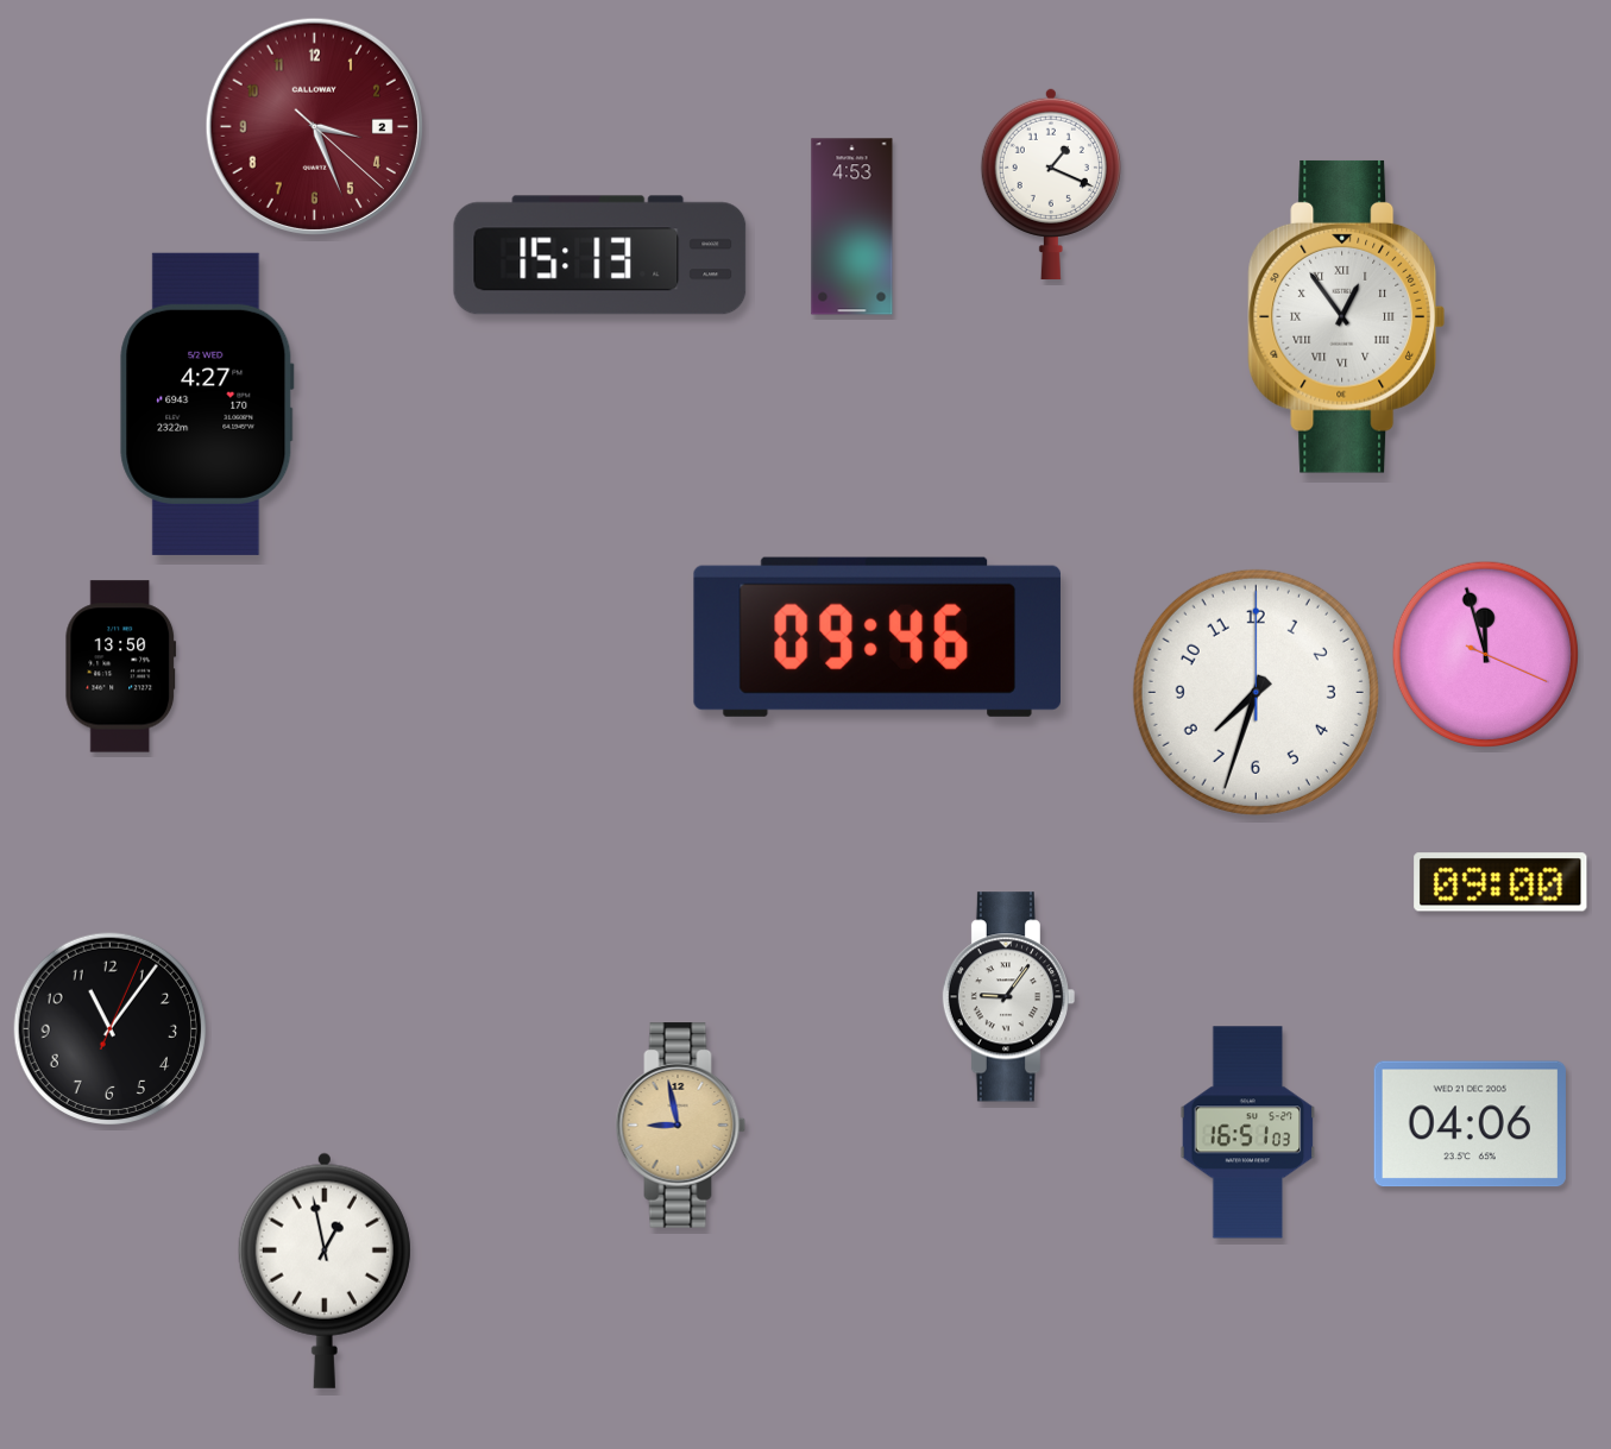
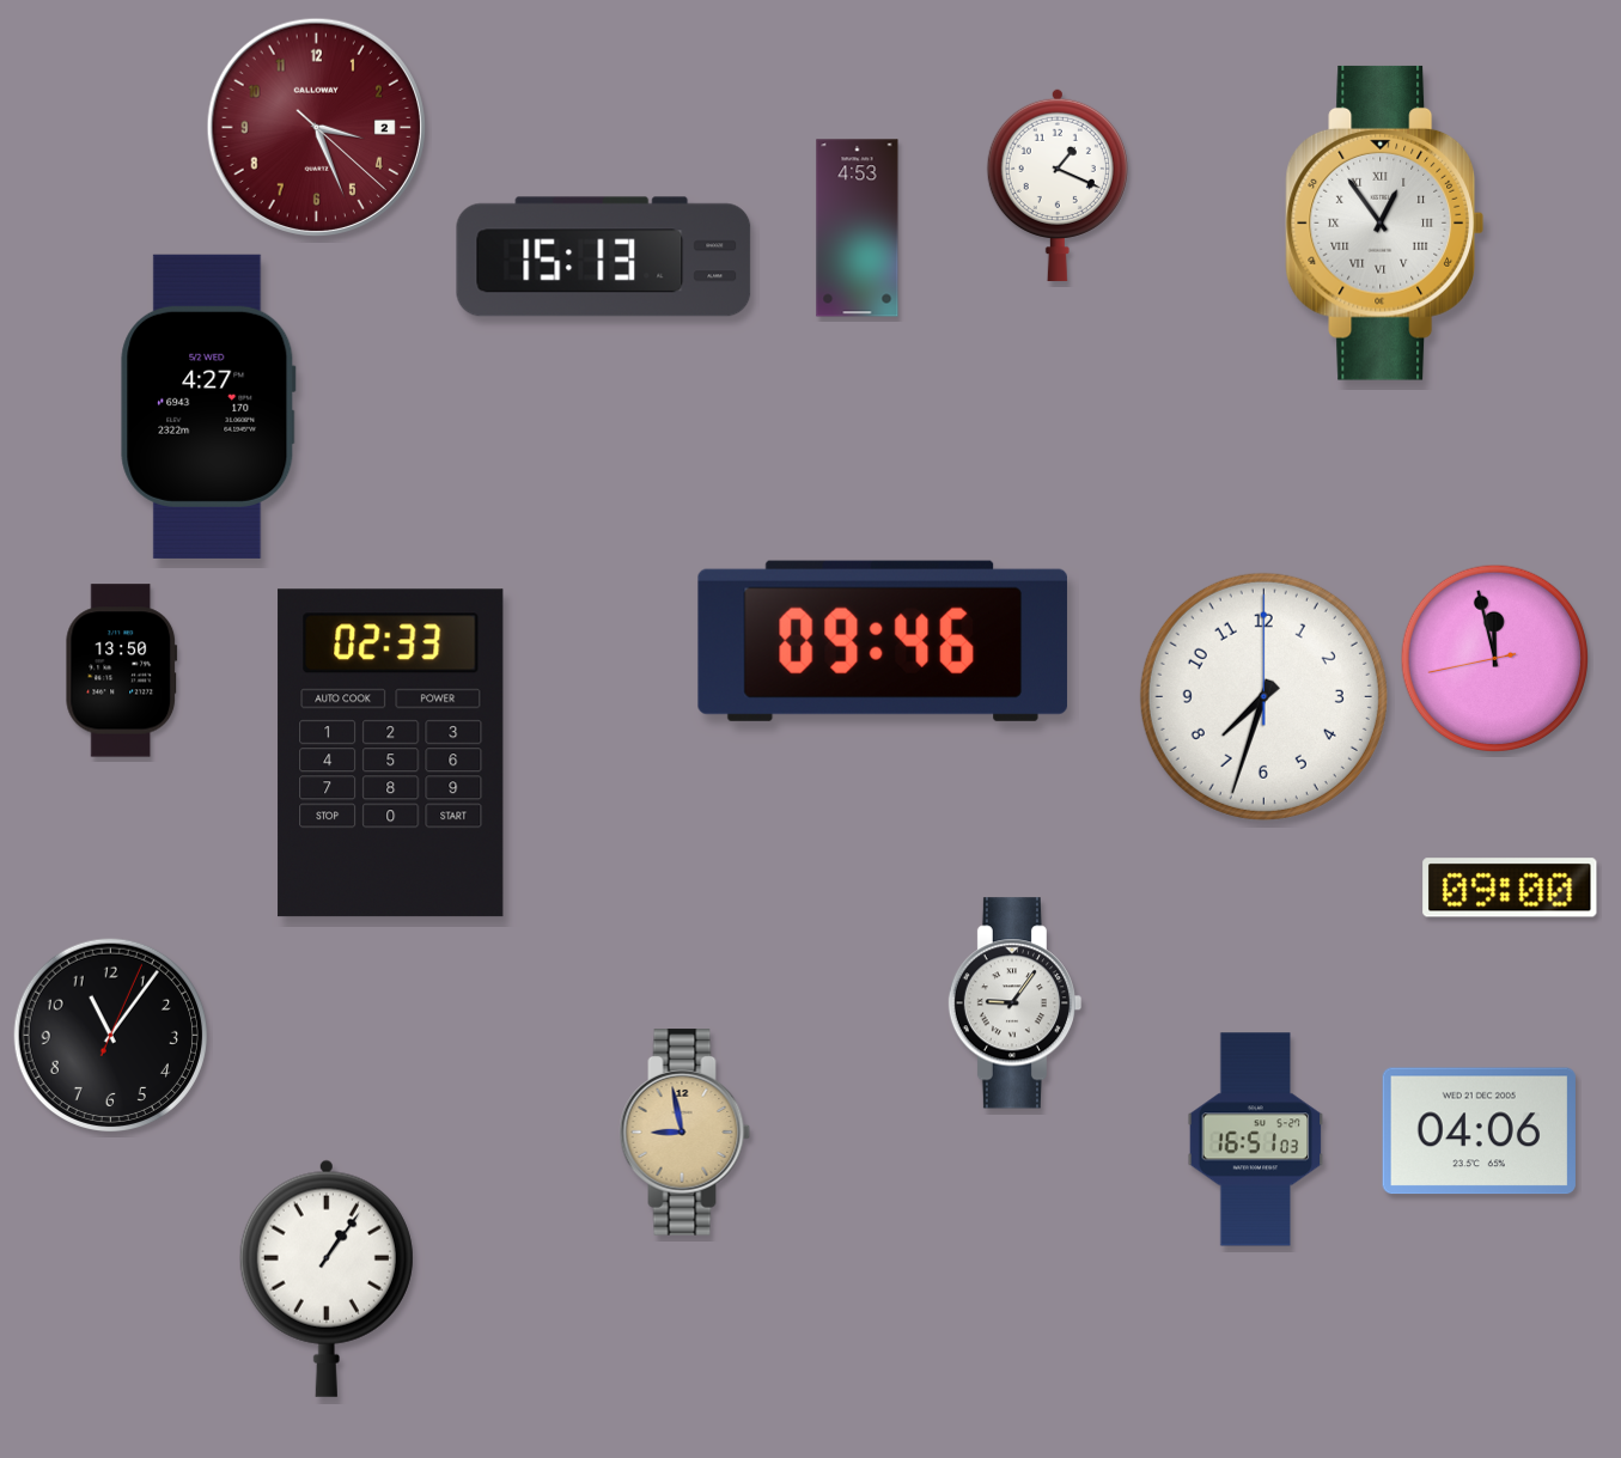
clock at (1347, 316) position: (1347, 316) -> (1385, 222)
clock at (1486, 655): 11:57:19 -> 11:57:43
clock at (391, 754): none -> 02:33
clock at (325, 1271): 12:58 -> 1:06
